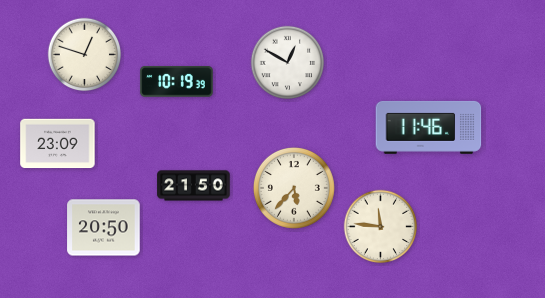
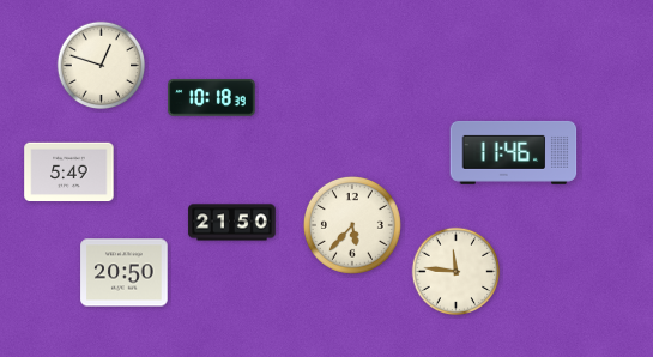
clock at (288, 63): 12:50 -> none
clock at (177, 82): 10:19 -> 10:18
clock at (58, 144): 23:09 -> 5:49
